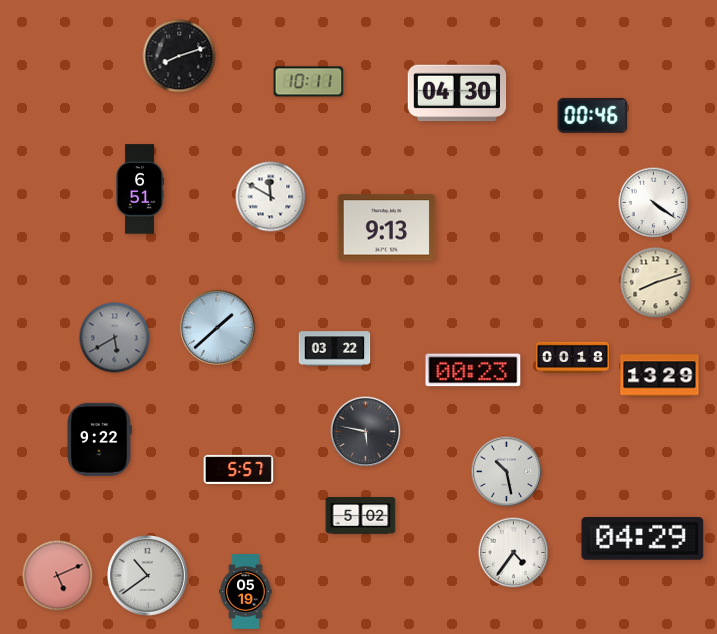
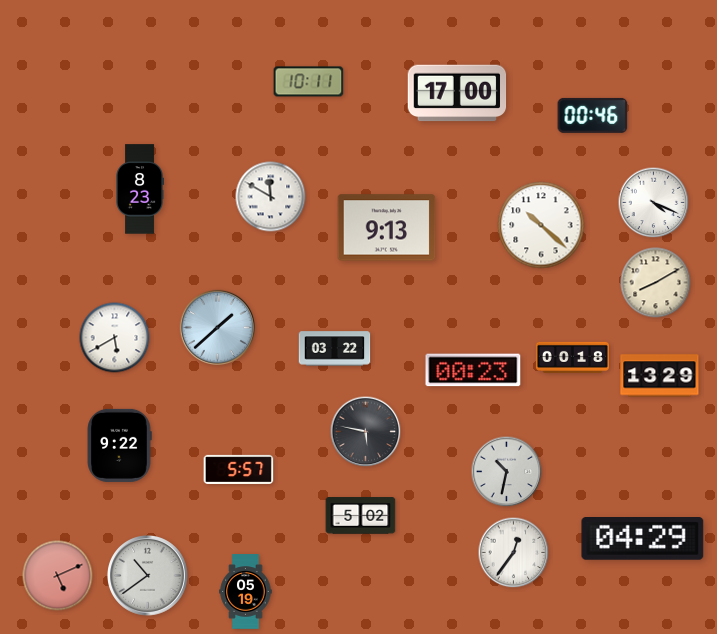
clock at (179, 56): 8:12 -> none
clock at (457, 93): 04:30 -> 17:00
clock at (140, 189): 6:51 -> 8:23
clock at (654, 203): 4:21 -> 4:19
clock at (541, 225): none -> 10:22
clock at (656, 283): 8:12 -> 8:10
clock at (115, 338) dial: grey -> white
clock at (99, 439) position: (99, 439) -> (119, 445)
clock at (507, 472): 10:28 -> 10:32
clock at (514, 553): 4:36 -> 12:36
